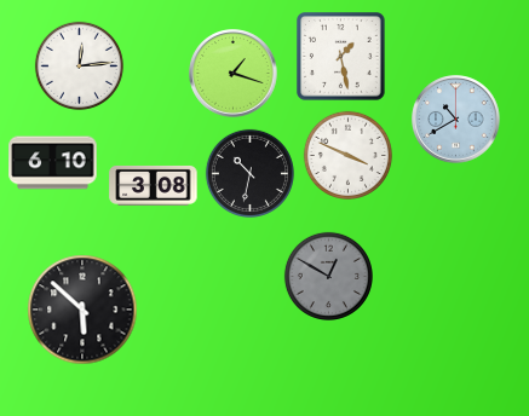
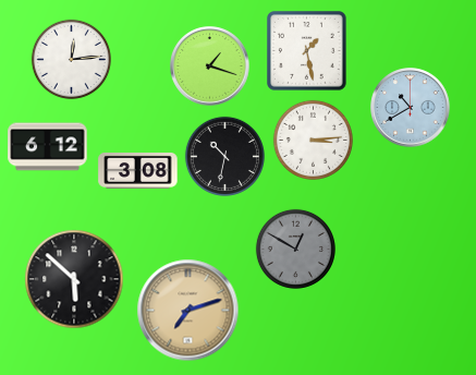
clock at (347, 155): 3:49 -> 3:14
clock at (53, 163): 6:10 -> 6:12
clock at (154, 185) position: (154, 185) -> (138, 170)
clock at (188, 311): none -> 7:12
